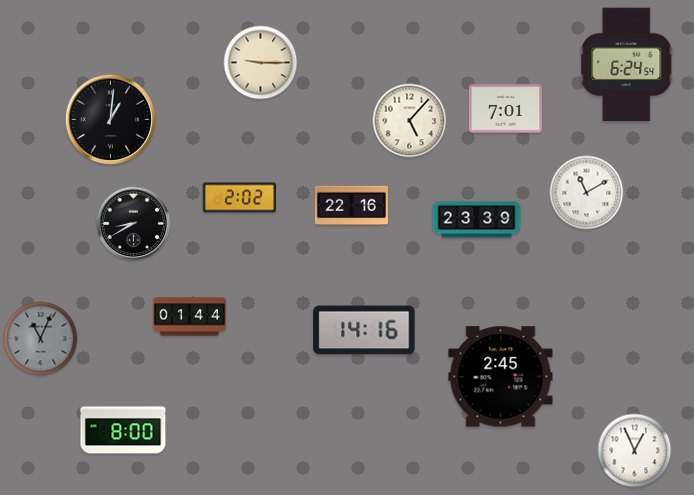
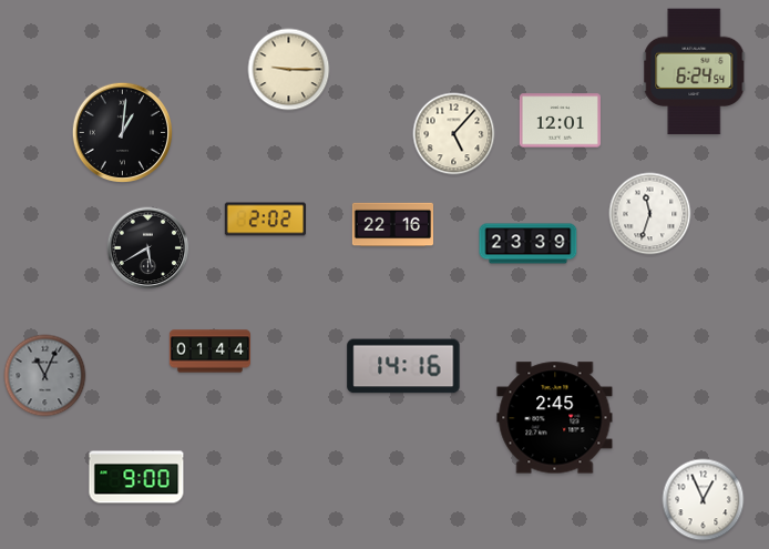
clock at (505, 109): 7:01 -> 12:01
clock at (587, 193): 11:10 -> 11:33
clock at (351, 206) position: (351, 206) -> (392, 225)
clock at (134, 224): 8:40 -> 5:40
clock at (123, 430): 8:00 -> 9:00
